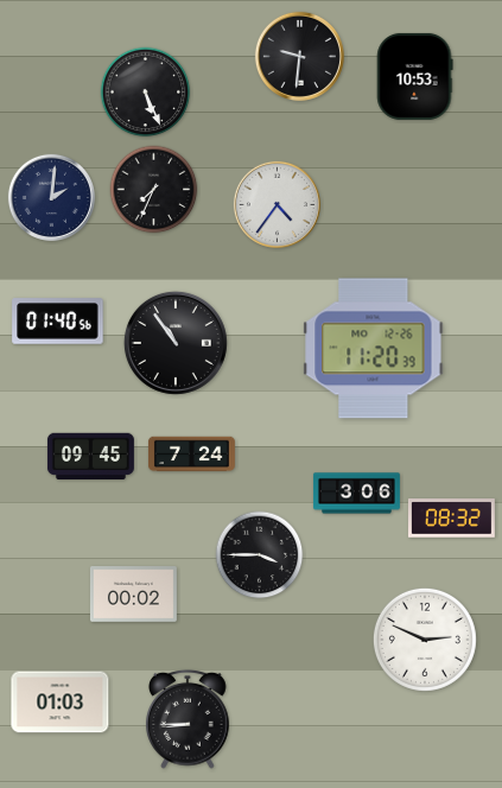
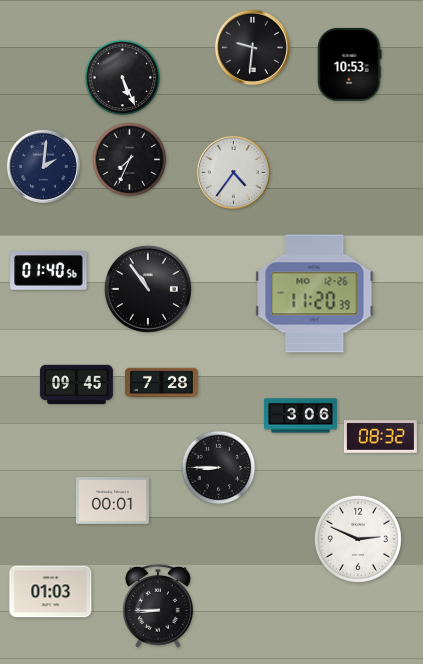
clock at (191, 455): 7:24 -> 7:28
clock at (260, 555): 3:45 -> 8:45
clock at (133, 595): 00:02 -> 00:01
